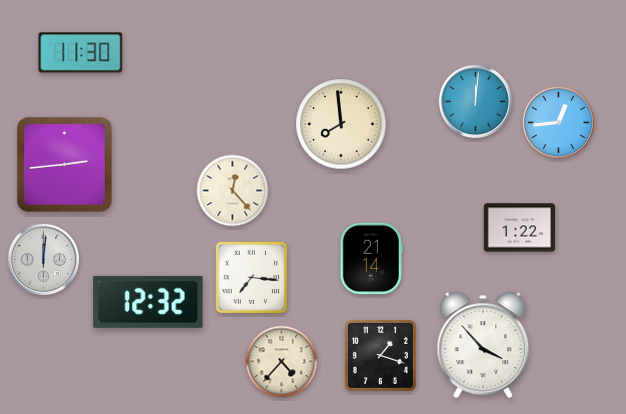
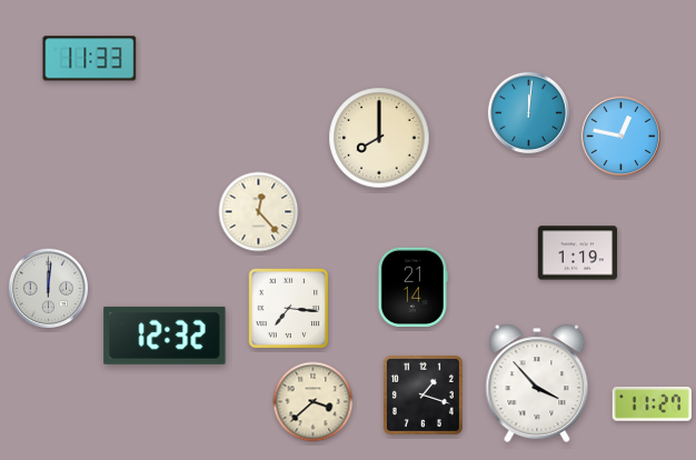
clock at (81, 53): 11:30 -> 11:33
clock at (559, 123): 12:44 -> 12:47
clock at (341, 124): 7:59 -> 8:00
clock at (65, 165): 2:44 -> none
clock at (520, 228): 1:22 -> 1:19
clock at (252, 278) position: (252, 278) -> (289, 309)
clock at (282, 362): 4:37 -> 3:38
clock at (652, 404): none -> 11:27
